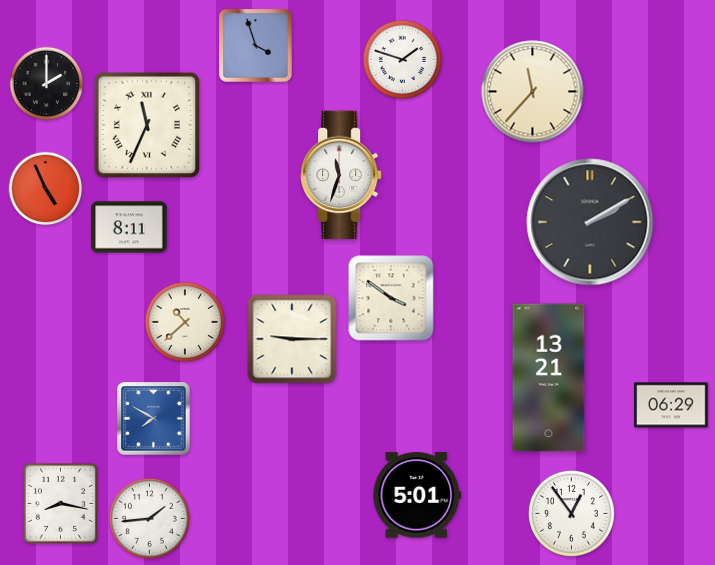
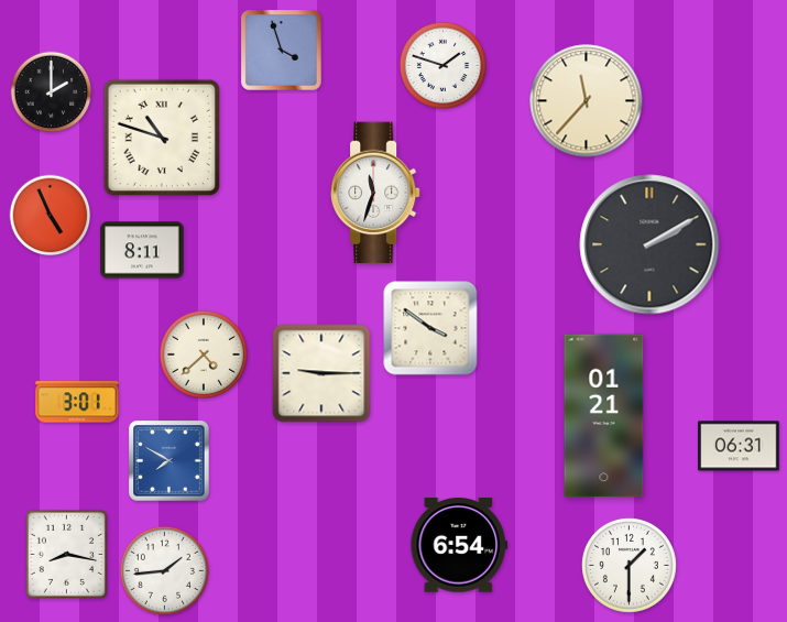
clock at (146, 124): 11:34 -> 10:48
clock at (46, 189) position: (46, 189) -> (51, 216)
clock at (185, 322): 10:38 -> 4:38
clock at (77, 402): none -> 3:01
clock at (549, 378): 13:21 -> 01:21
clock at (671, 405): 06:29 -> 06:31
clock at (417, 495): 5:01 -> 6:54
clock at (571, 513): 12:54 -> 1:30
